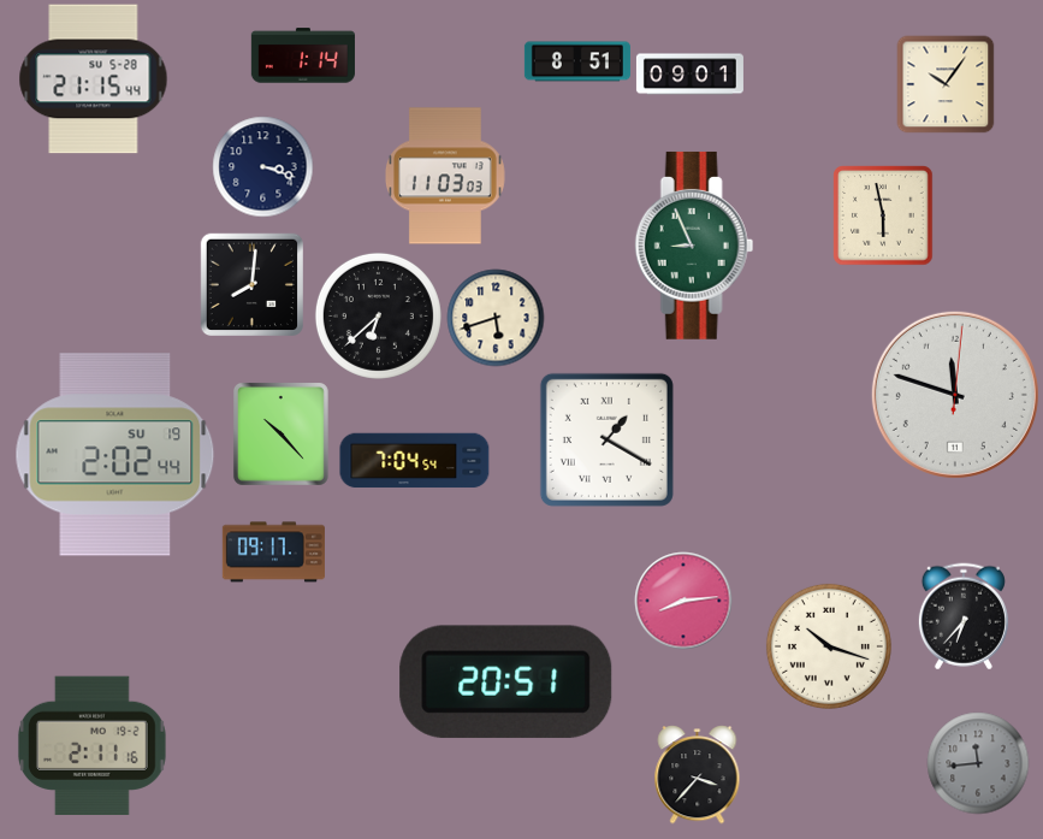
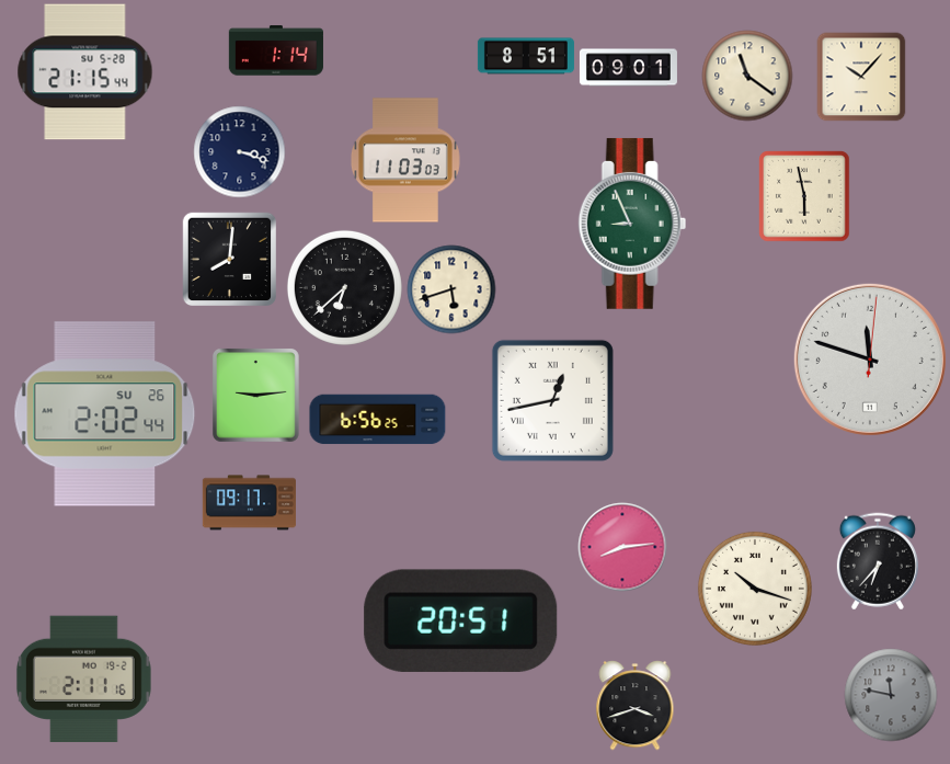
clock at (747, 76): none -> 11:21
clock at (946, 84): 10:06 -> 10:07
clock at (280, 435): 10:23 -> 9:14
clock at (606, 439): 1:20 -> 12:43
clock at (115, 455) date: SU 19 -> SU 26
clock at (415, 461): 7:04 -> 6:56
clock at (978, 763): 11:44 -> 11:47
clock at (698, 774): 3:37 -> 3:42
